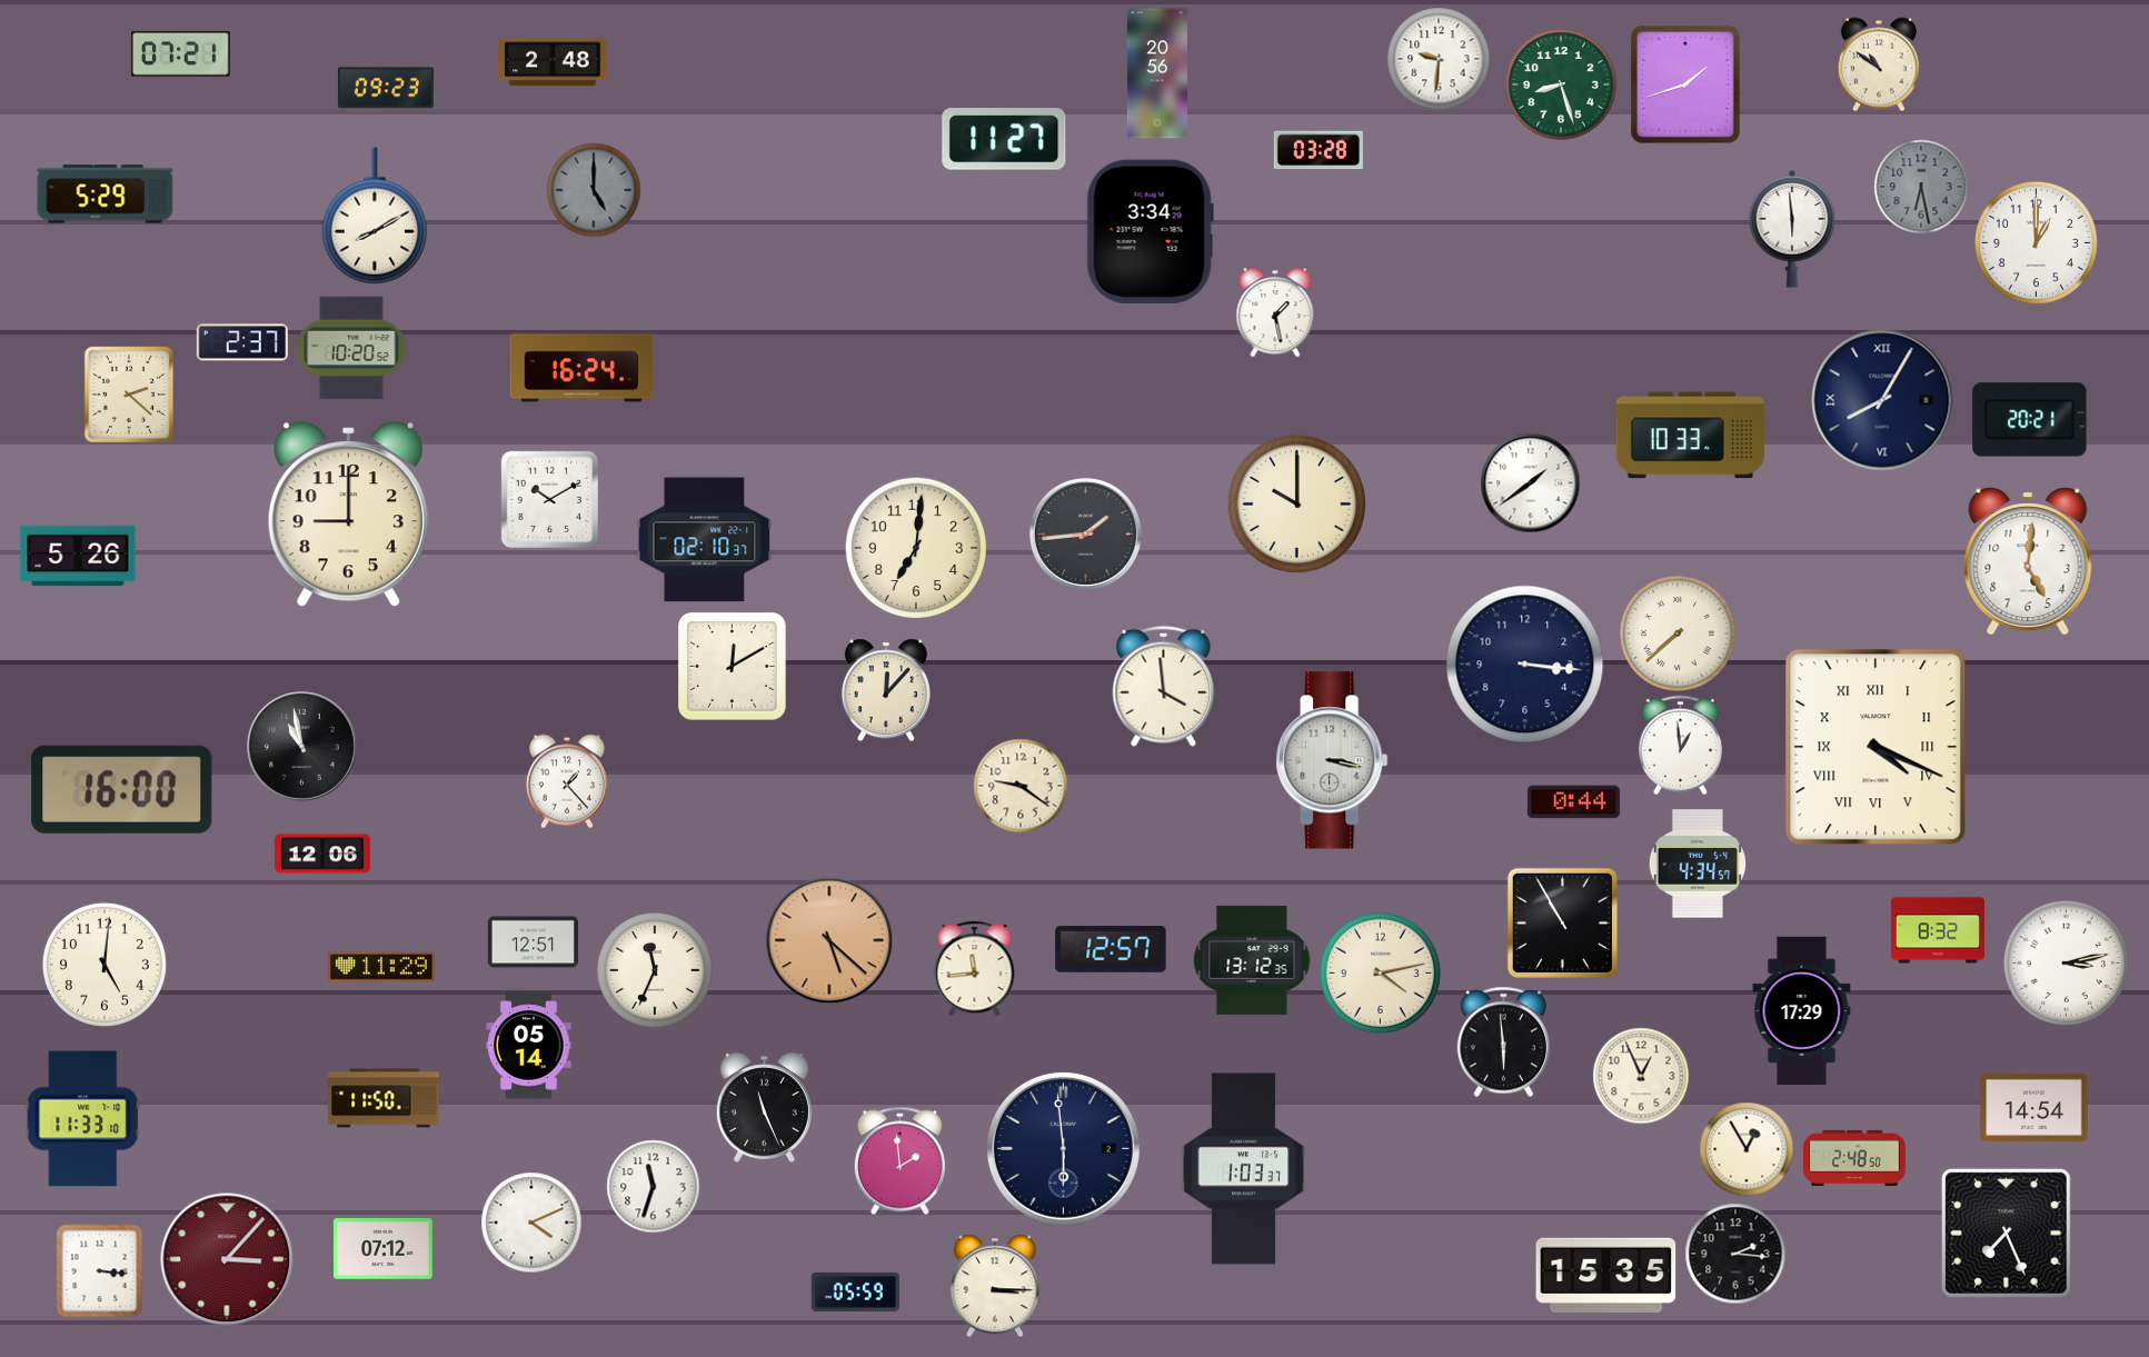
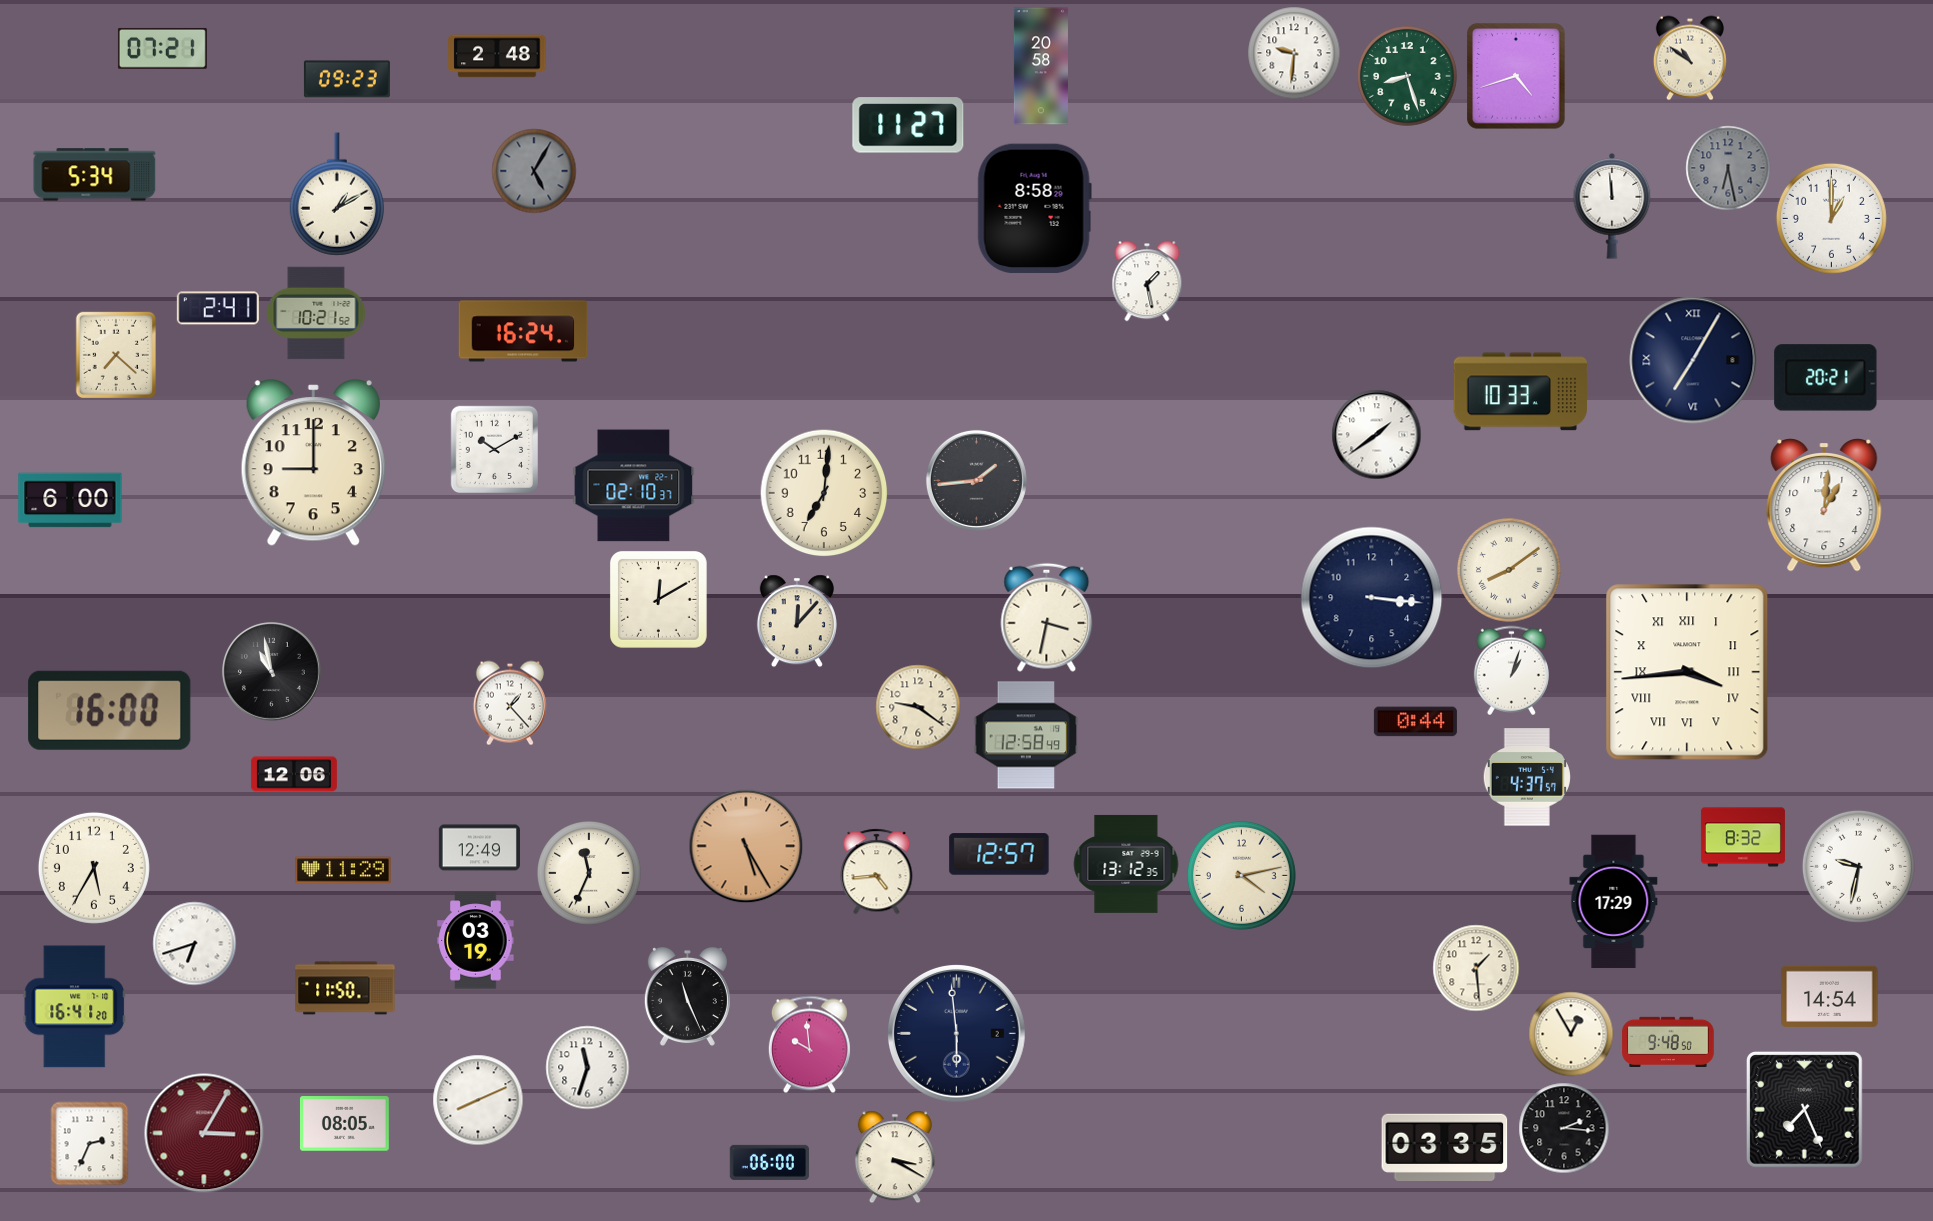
clock at (1157, 73): 20:56 -> 20:58
clock at (1561, 84) position: (1561, 84) -> (1407, 76)
clock at (1685, 84): 1:42 -> 4:42
clock at (1004, 139) position: (1004, 139) -> (908, 125)
clock at (1319, 150): 03:28 -> none
clock at (594, 190): 5:00 -> 5:05
clock at (106, 194): 5:29 -> 5:34
clock at (375, 216): 8:10 -> 1:10
clock at (1792, 229): 5:59 -> 11:59
clock at (1150, 232): 3:34 -> 8:58
clock at (242, 342): 2:37 -> 2:41
clock at (351, 348): 10:20 -> 10:21
clock at (128, 393): 2:22 -> 7:22
clock at (1882, 400): 8:05 -> 7:05
clock at (1296, 503): 10:00 -> none
clock at (78, 556): 5:26 -> 6:00
clock at (2028, 562): 5:01 -> 1:01
clock at (1679, 635): 7:38 -> 8:09
clock at (1164, 686): 3:59 -> 3:32
clock at (1680, 745): 12:59 -> 1:03
clock at (1876, 747): 4:19 -> 3:44
clock at (1332, 760): 3:17 -> none
clock at (1026, 735): none -> 12:58
clock at (322, 854) position: (322, 854) -> (294, 774)
clock at (1698, 864): 4:34 -> 4:37
clock at (1562, 922): 10:55 -> none
clock at (829, 940): 5:22 -> 5:25
clock at (533, 942): 12:51 -> 12:49
clock at (2066, 962): 3:13 -> 9:32
clock at (105, 965): 5:01 -> 5:35
clock at (975, 968): 11:44 -> 4:44
clock at (1802, 1011) position: (1802, 1011) -> (1614, 902)
clock at (1504, 1041): 5:59 -> none
clock at (529, 1046): 05:14 -> 03:19
clock at (194, 943): none -> 6:42
clock at (1641, 1076): 12:56 -> 1:29
clock at (83, 1119): 11:33 -> 16:41
clock at (1854, 1157): 2:48 -> 9:48
clock at (899, 1160): 1:59 -> 9:59
clock at (1243, 1169): 1:03 -> none
clock at (531, 1223): 4:11 -> 8:11
clock at (382, 1249): 07:12 -> 08:05
clock at (1735, 1254) position: (1735, 1254) -> (1564, 1128)
clock at (227, 1259): 3:07 -> 3:05
clock at (100, 1270): 3:16 -> 2:34
clock at (1606, 1275): 15:35 -> 03:35
clock at (995, 1286): 3:15 -> 3:20
clock at (855, 1291): 05:59 -> 06:00
